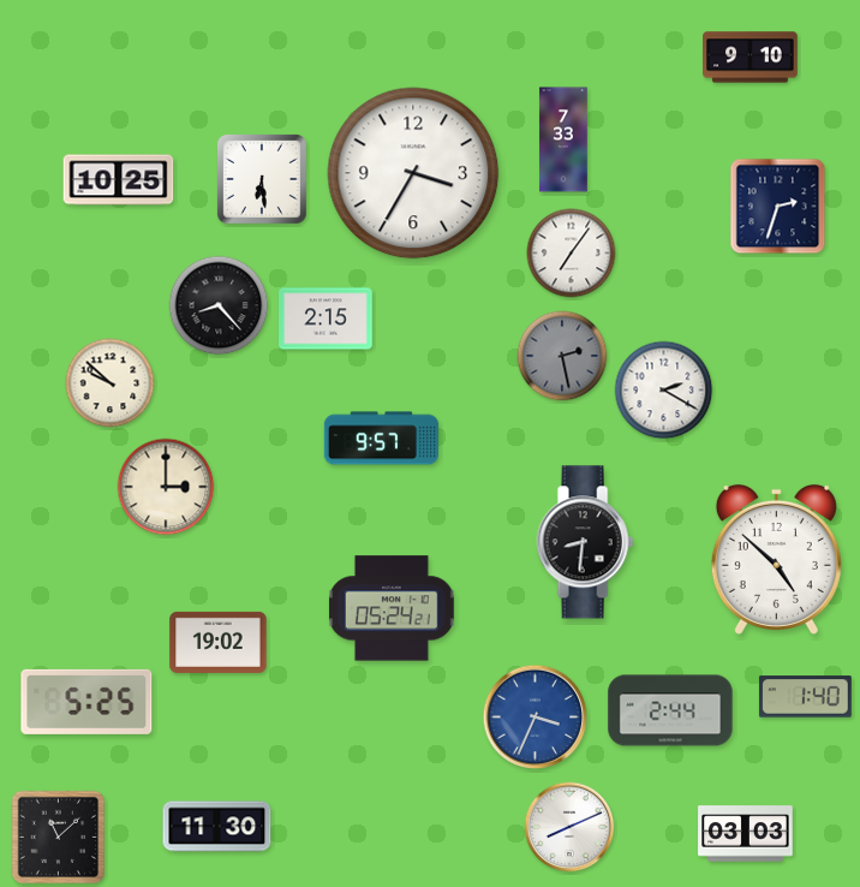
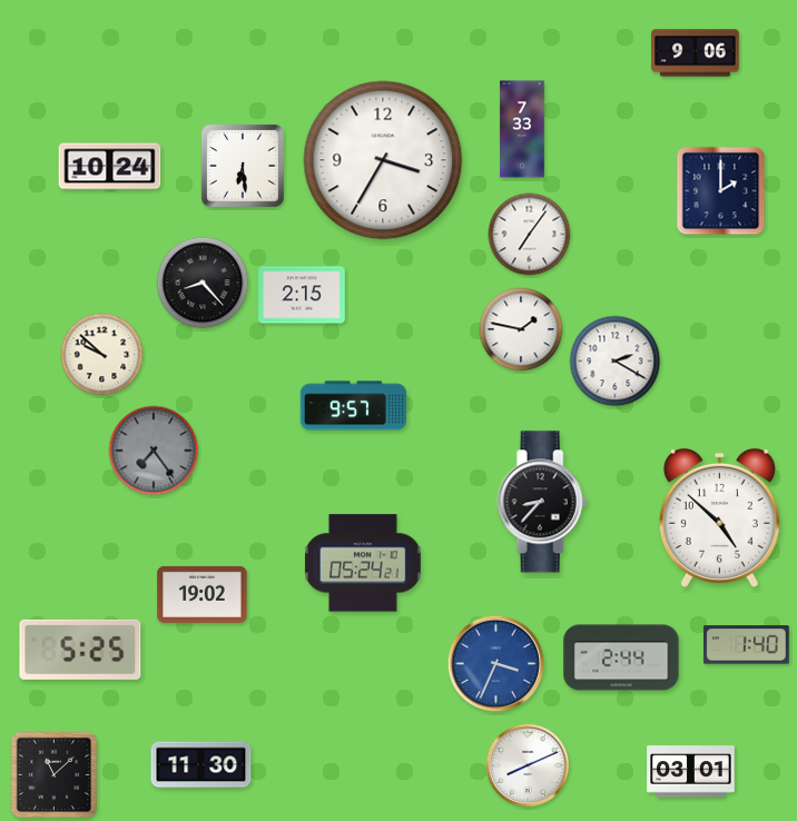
clock at (751, 58): 9:10 -> 9:06
clock at (119, 180): 10:25 -> 10:24
clock at (778, 207): 2:33 -> 2:00
clock at (562, 356): 2:28 -> 1:47
clock at (562, 356) dial: grey -> white
clock at (166, 487): 3:00 -> 7:24
clock at (166, 487) dial: cream -> grey
clock at (585, 542): 8:31 -> 8:37
clock at (746, 834): 03:03 -> 03:01
